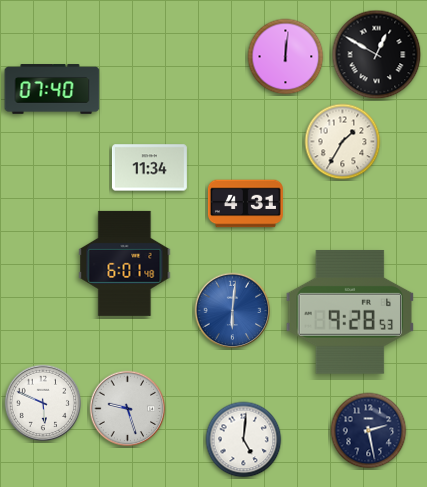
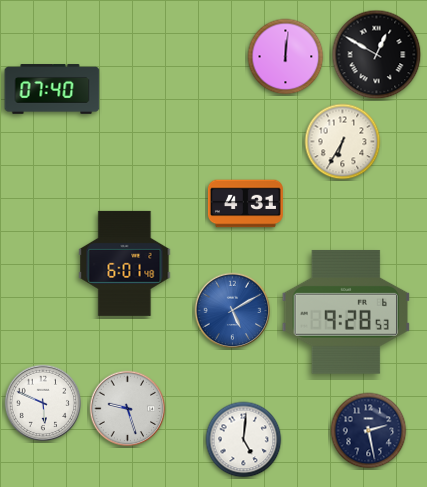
clock at (343, 142): 1:35 -> 6:35
clock at (149, 168): 11:34 -> none
clock at (233, 311): 6:01 -> 5:10
clock at (349, 312) position: (349, 312) -> (345, 312)
